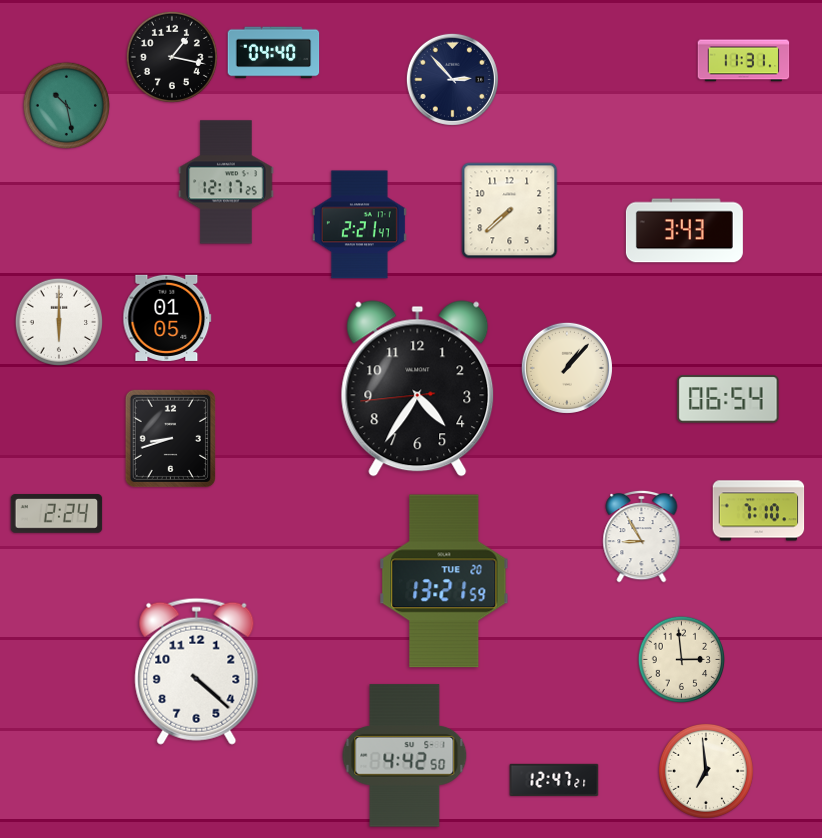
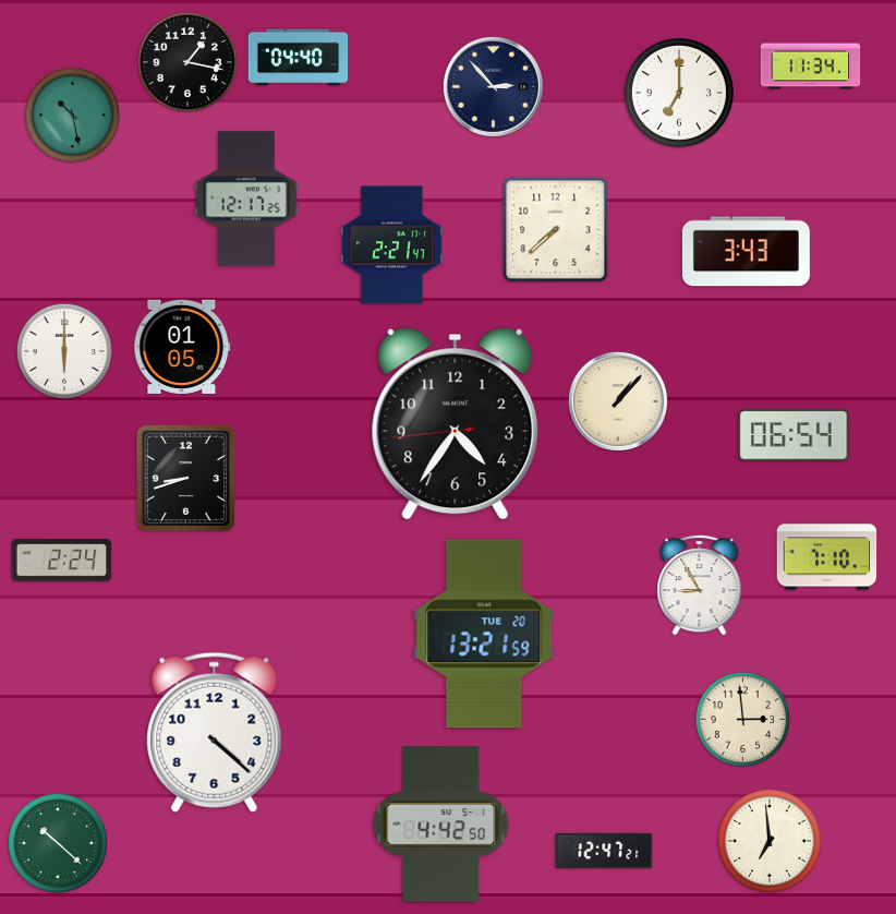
clock at (744, 61): 11:31 -> 11:34
clock at (680, 94): none -> 7:00
clock at (58, 843): none -> 10:22
